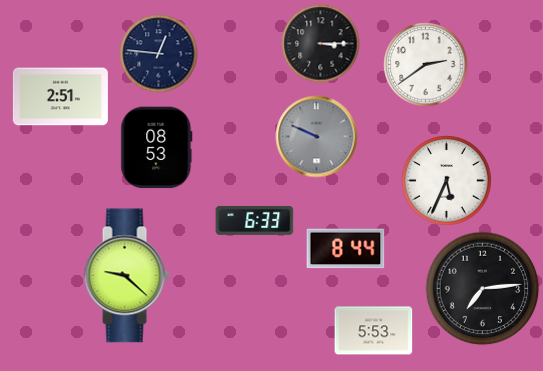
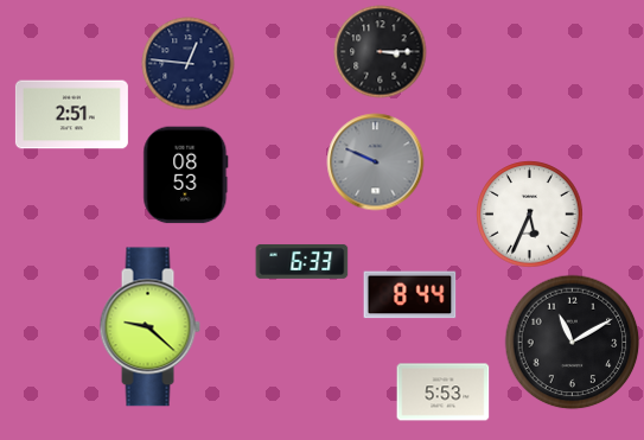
clock at (425, 64): 2:39 -> none
clock at (482, 288): 7:14 -> 11:10
